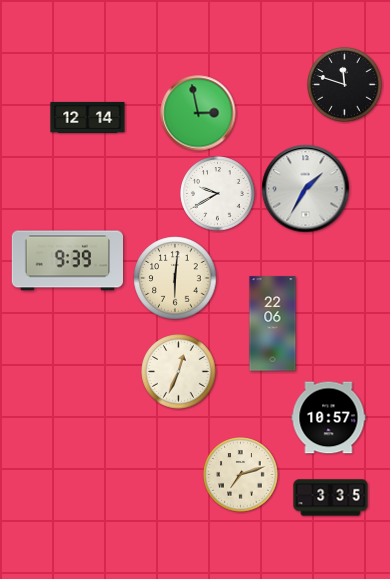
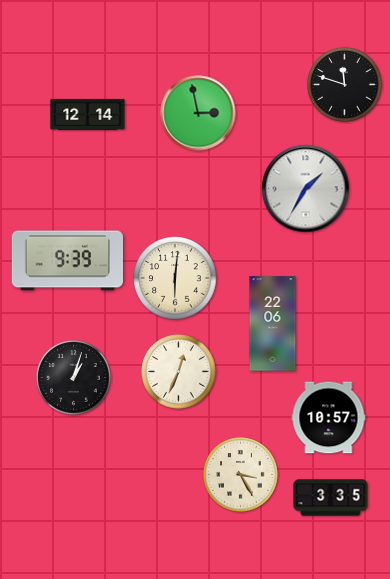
clock at (88, 117) position: (88, 117) -> (88, 114)
clock at (218, 194): 9:40 -> none
clock at (74, 378): none -> 1:03
clock at (241, 475): 7:12 -> 3:25
